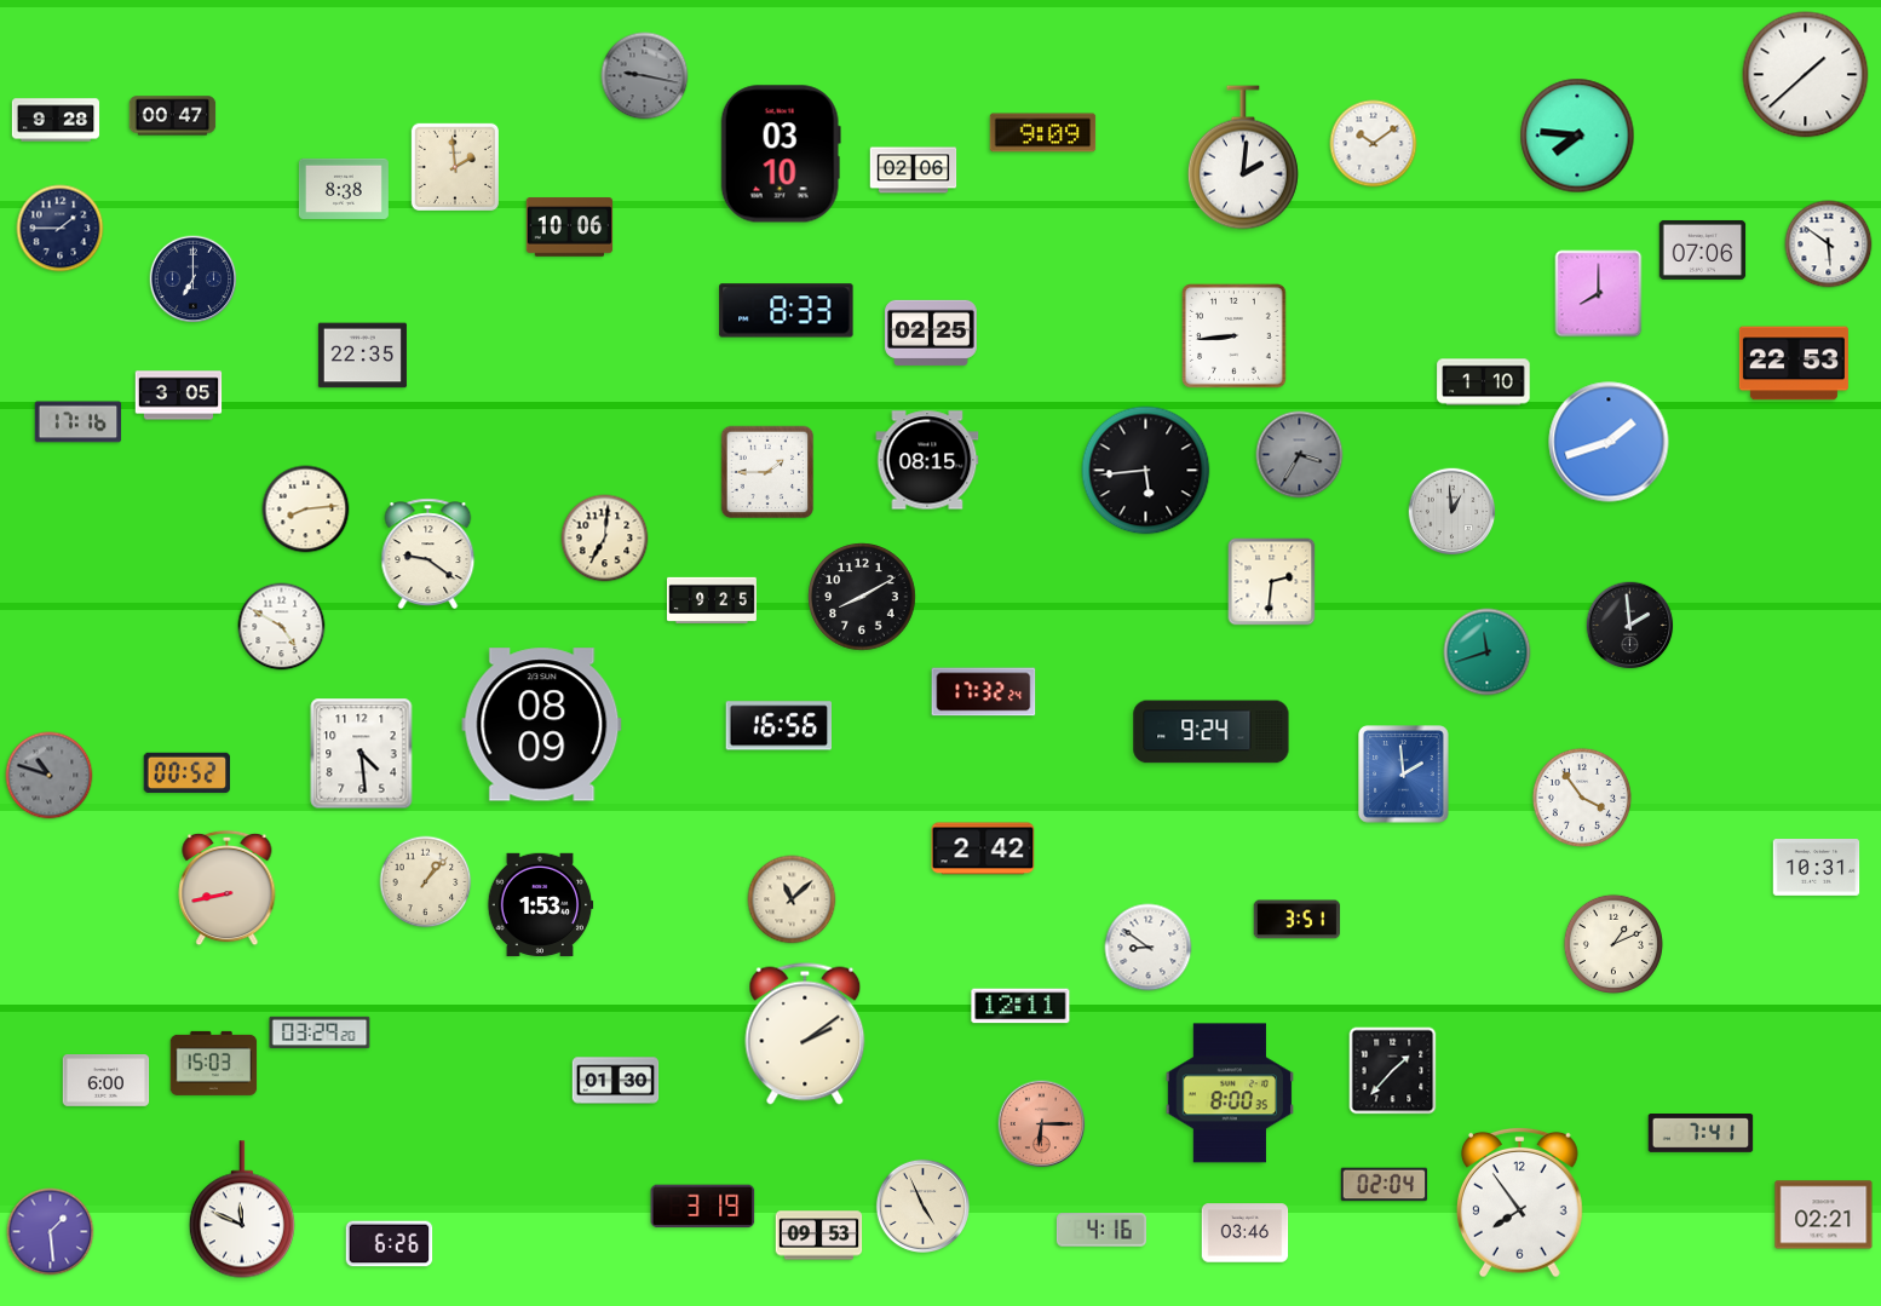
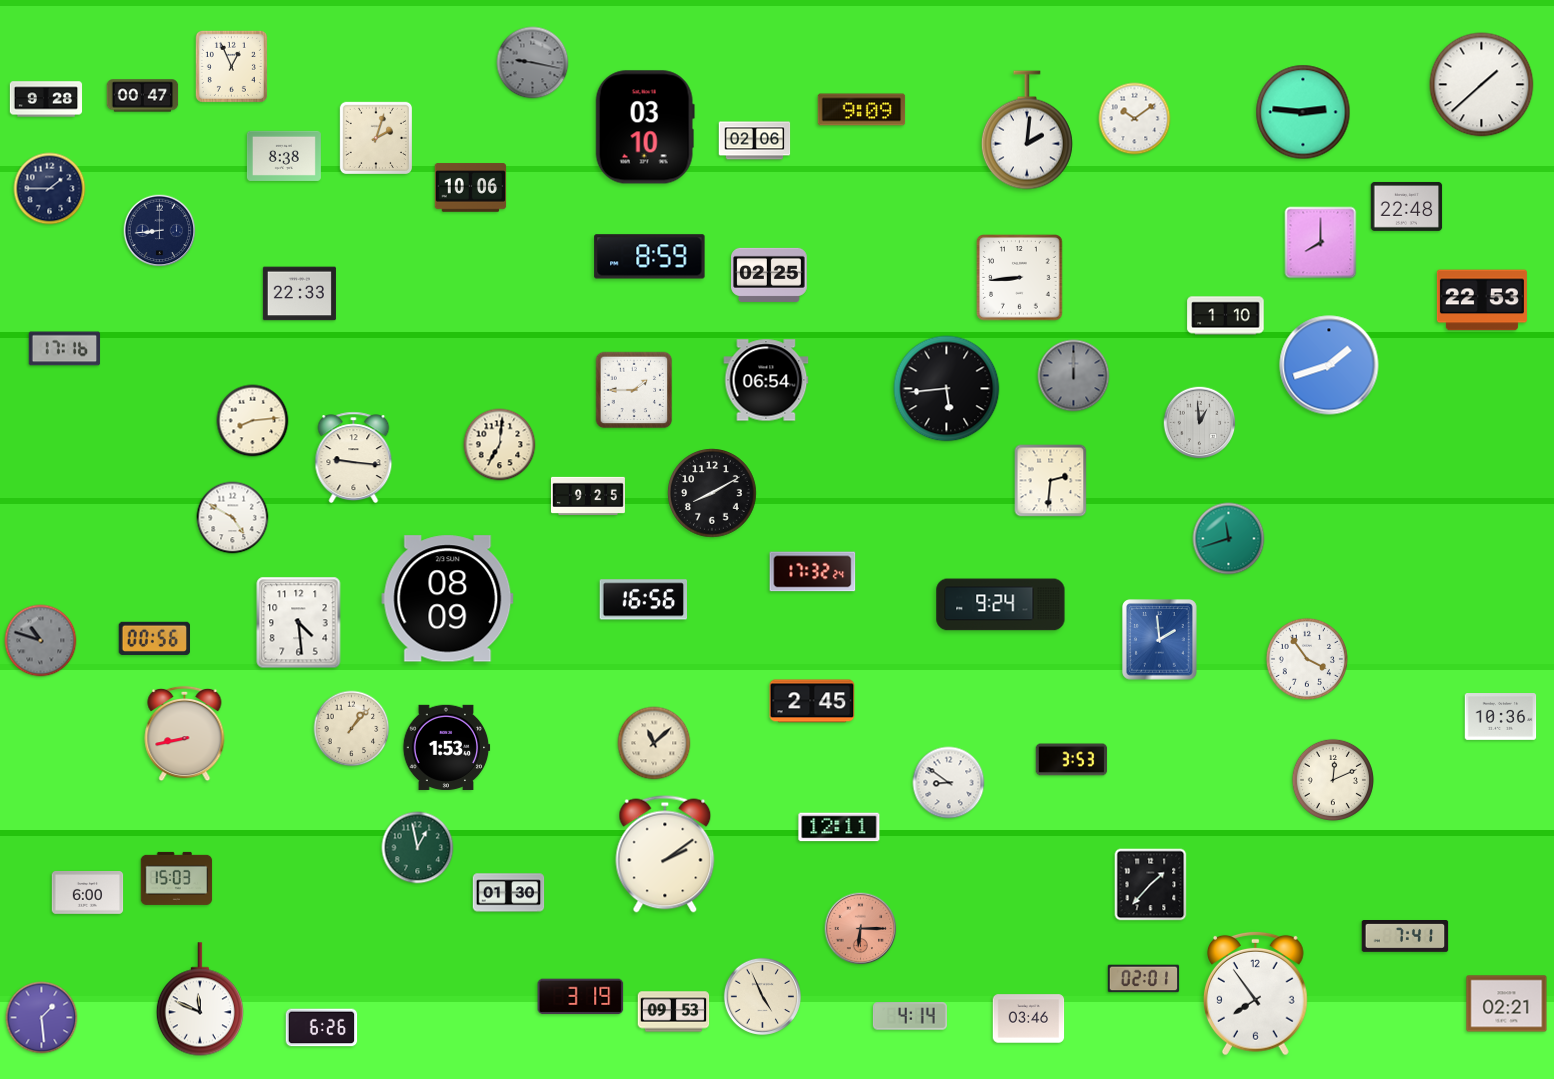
clock at (1806, 75) position: (1806, 75) -> (1482, 85)
clock at (231, 66): none -> 12:56
clock at (1577, 136): 7:46 -> 2:46
clock at (454, 166): 1:59 -> 2:03
clock at (1829, 244): 5:51 -> none
clock at (1703, 249): 07:06 -> 22:48
clock at (194, 280): 7:00 -> 8:44
clock at (787, 311): 8:33 -> 8:59
clock at (362, 356): 22:35 -> 22:33
clock at (179, 396): 3:05 -> none
clock at (1300, 455): 3:35 -> 12:00
clock at (927, 460): 08:15 -> 06:54
clock at (428, 554): 9:21 -> 9:16
clock at (1630, 626): 1:59 -> none
clock at (186, 772): 00:52 -> 00:56
clock at (983, 848): 2:42 -> 2:45
clock at (1817, 868): 10:31 -> 10:36
clock at (228, 888) position: (228, 888) -> (185, 734)
clock at (1298, 920): 3:51 -> 3:53
clock at (1613, 944): 1:11 -> 12:11
clock at (1020, 1006) position: (1020, 1006) -> (839, 827)
clock at (418, 848): none -> 12:58
clock at (320, 1032): 03:29 -> none
clock at (1229, 1093): 8:00 -> none
clock at (1385, 1185): 02:04 -> 02:01
clock at (1101, 1230): 4:16 -> 4:14
clock at (819, 1236) position: (819, 1236) -> (674, 1012)
